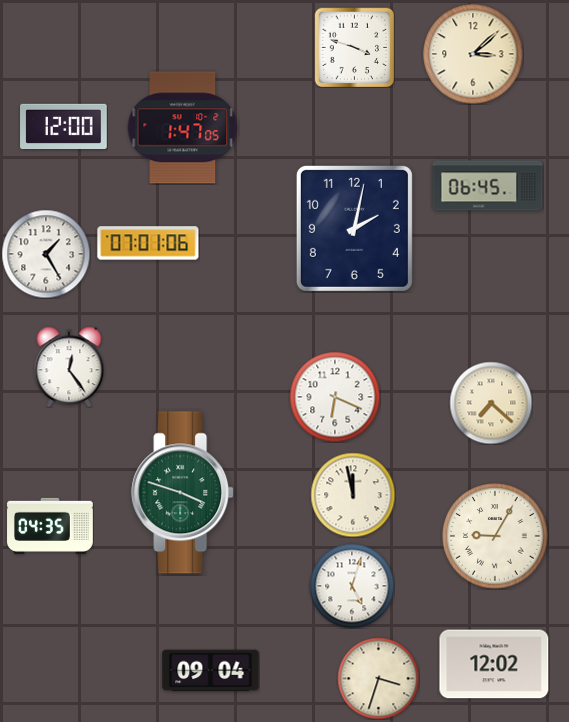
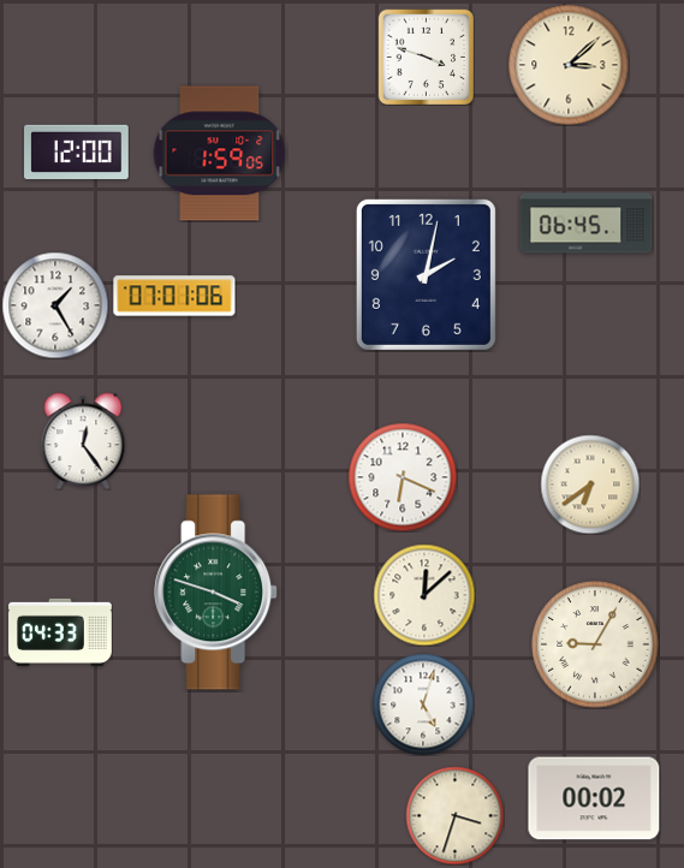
clock at (183, 128): 1:47 -> 1:59
clock at (148, 243) position: (148, 243) -> (174, 296)
clock at (491, 403): 7:22 -> 6:39
clock at (183, 493) position: (183, 493) -> (216, 593)
clock at (353, 495): 11:58 -> 12:08
clock at (50, 526): 04:35 -> 04:33
clock at (494, 664): 12:02 -> 00:02
clock at (211, 671): 09:04 -> none
